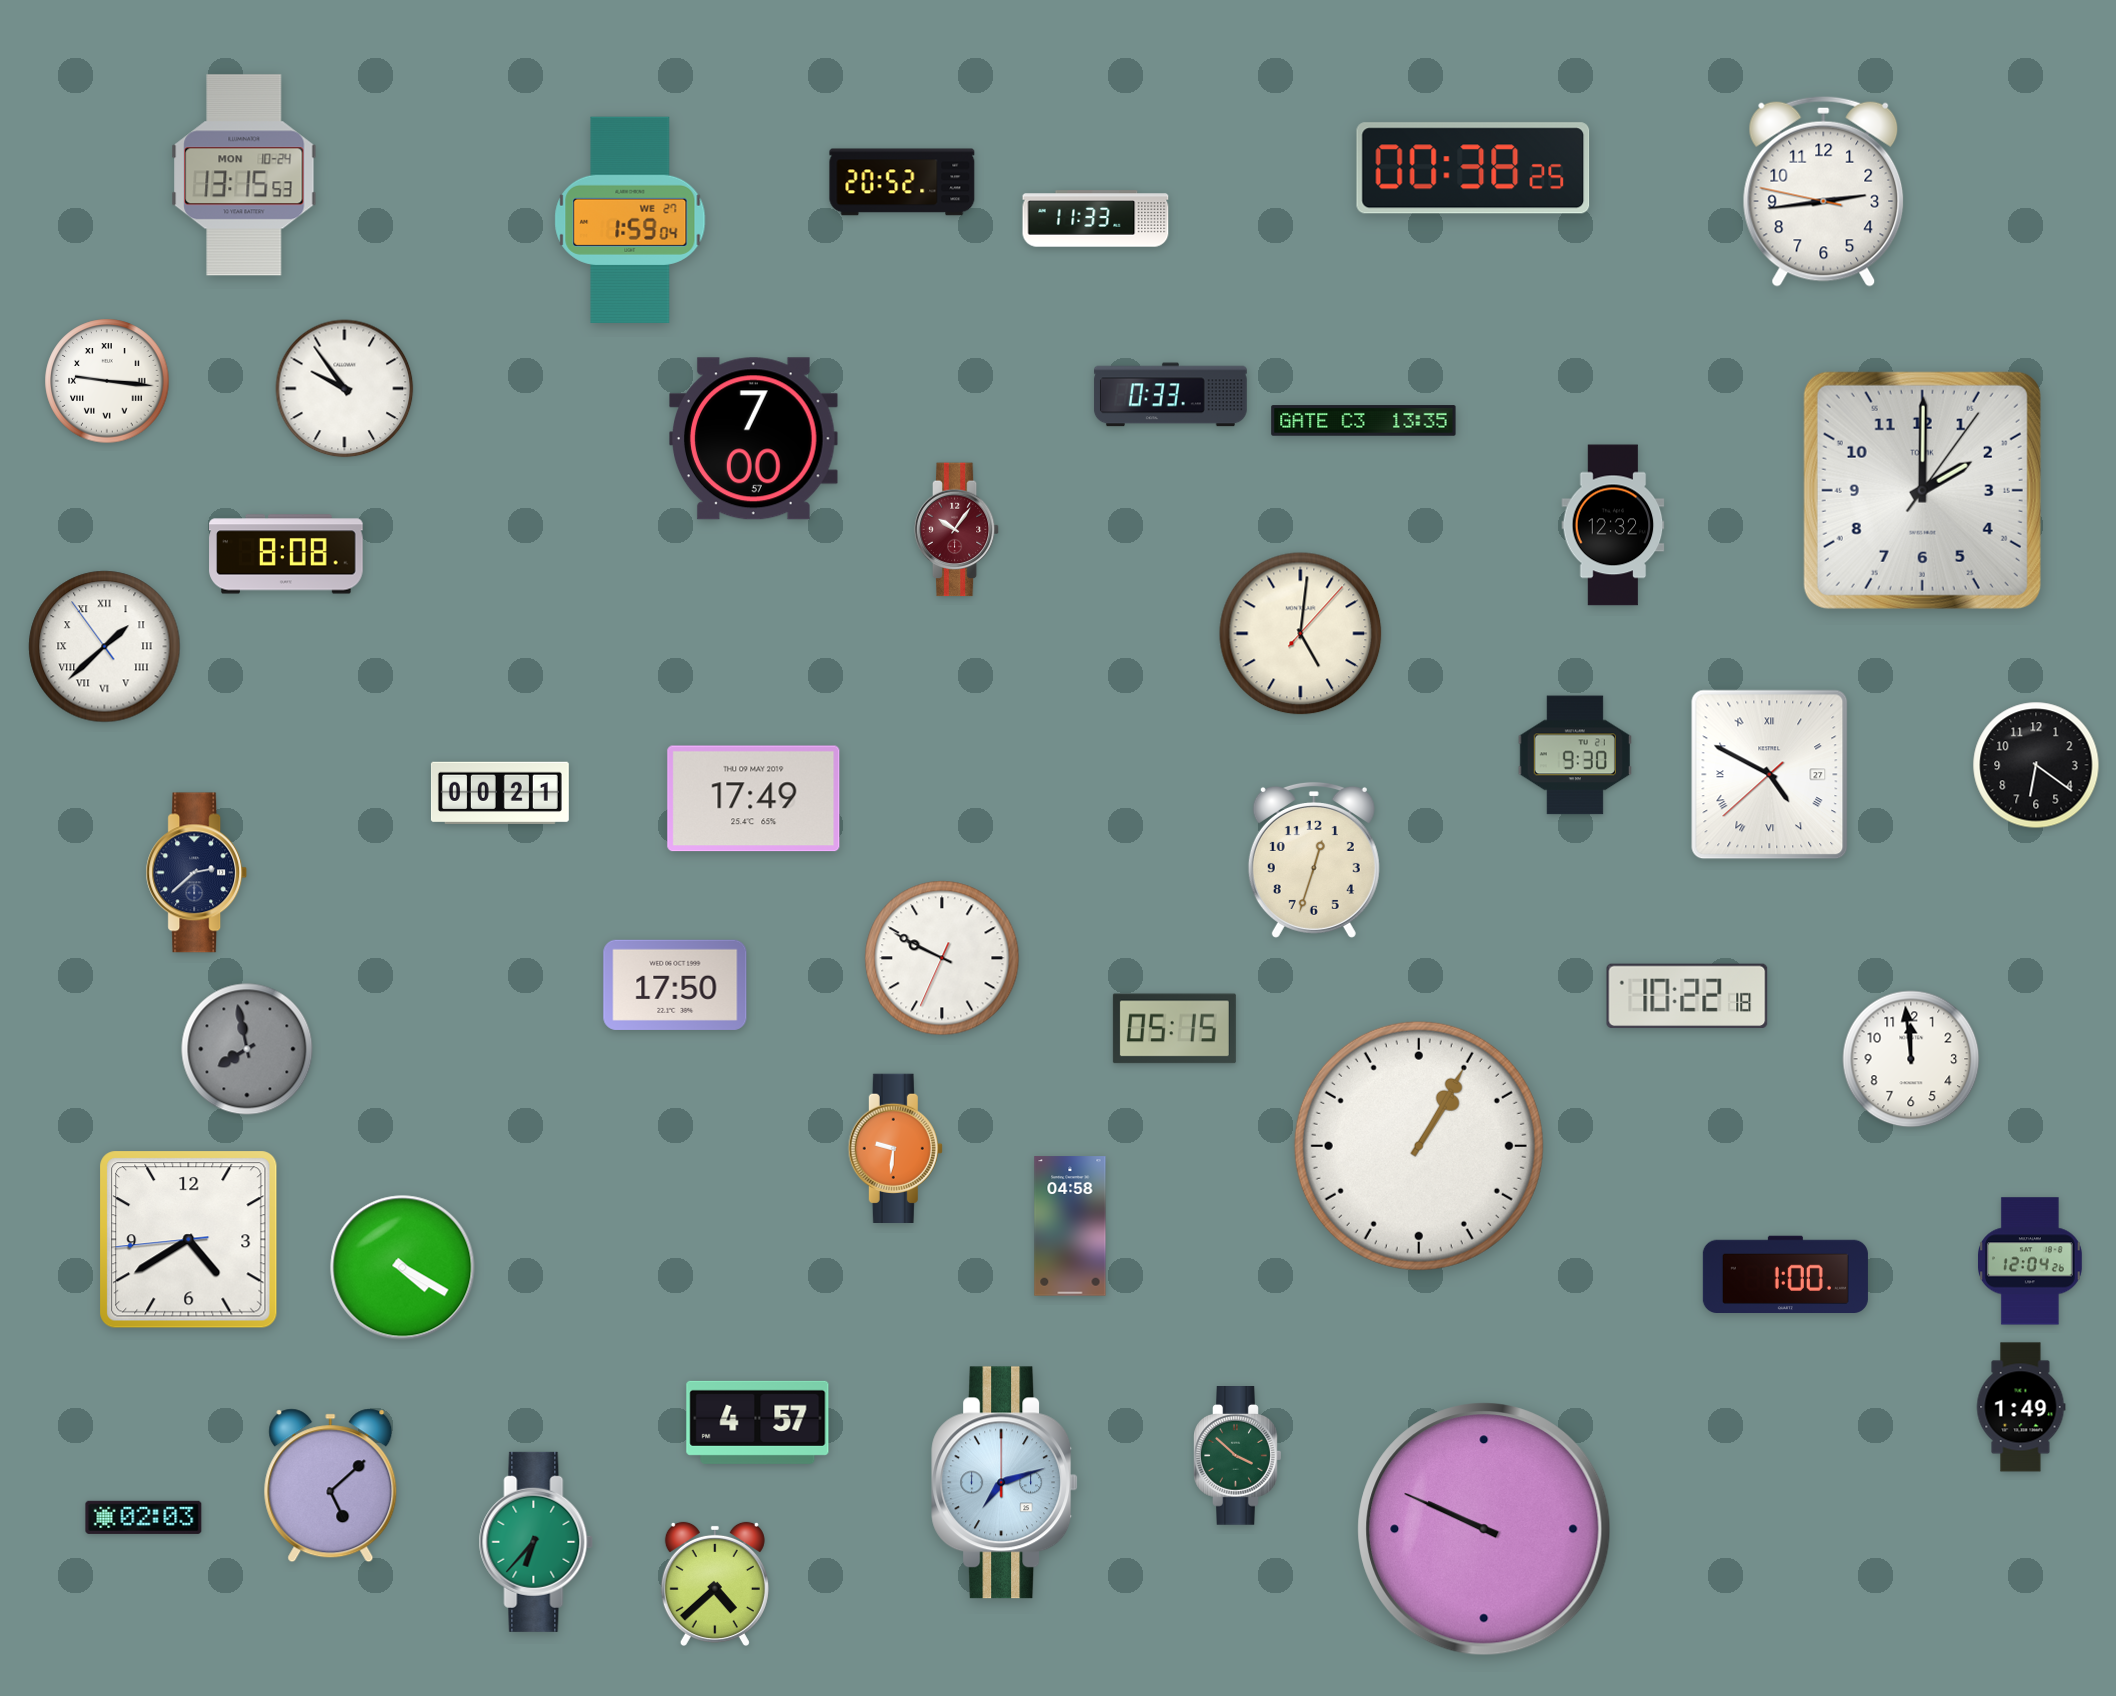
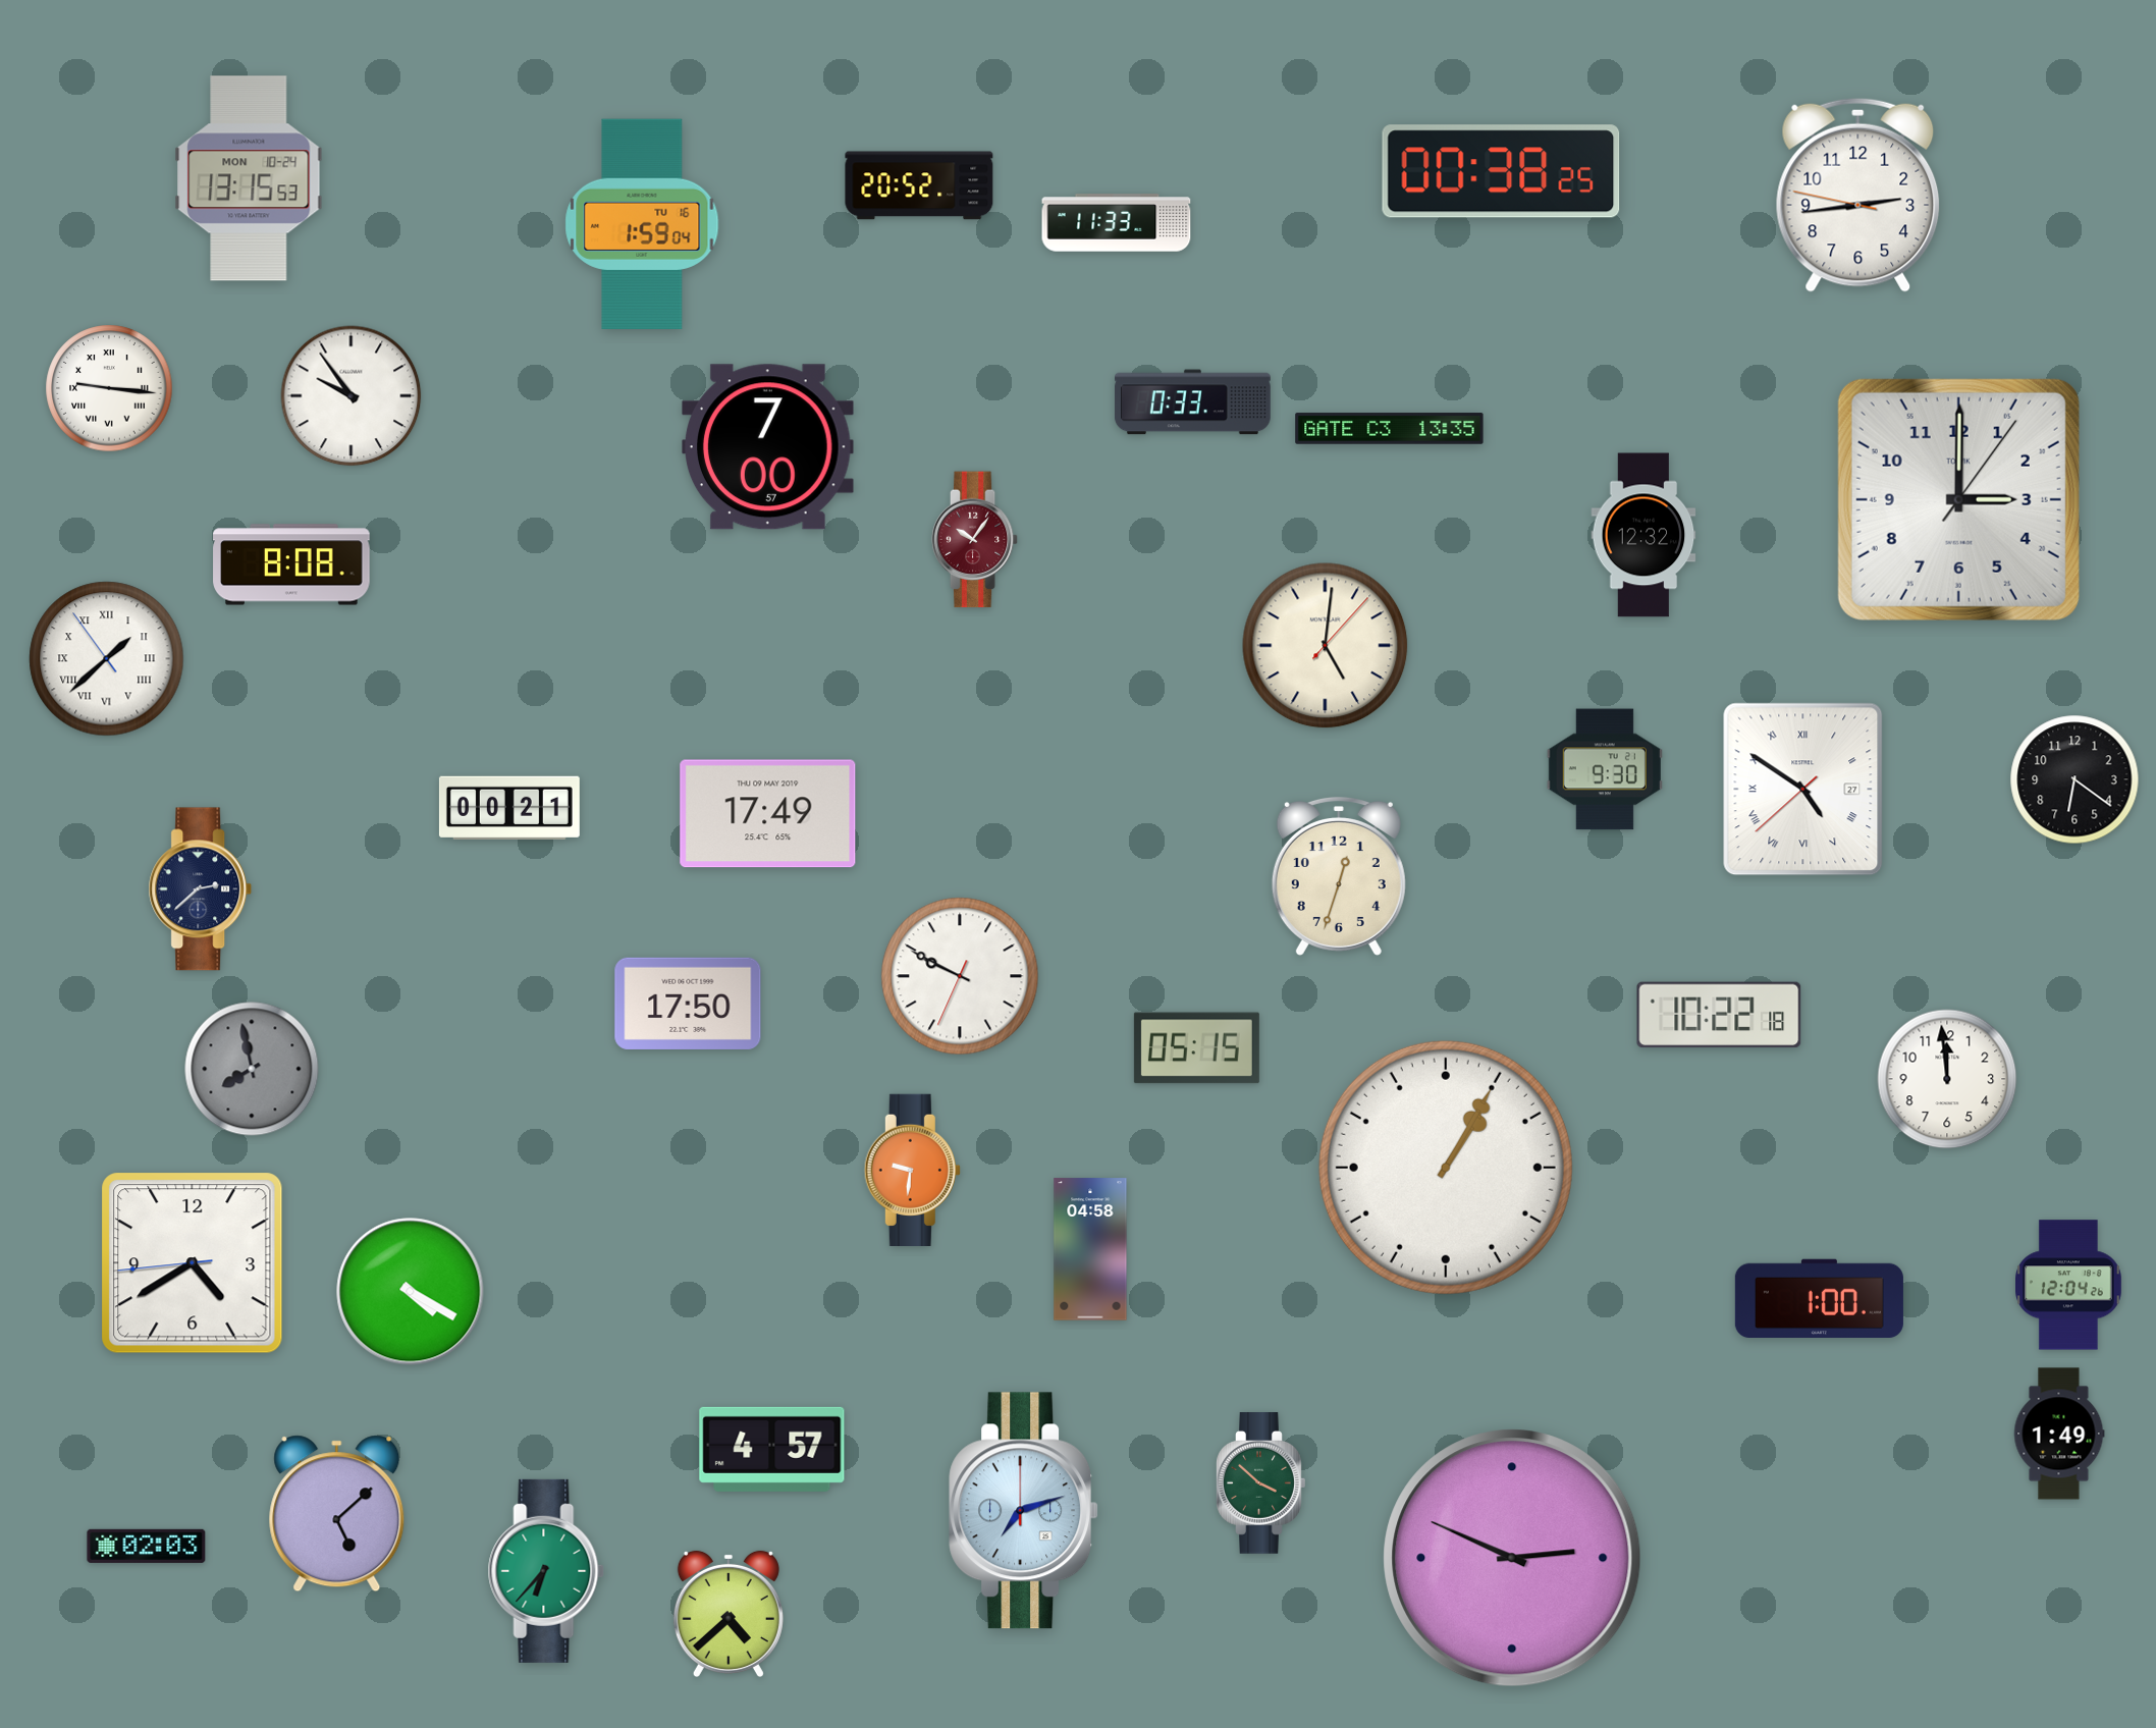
clock at (630, 219) date: WE 27 -> TU 16
clock at (1922, 490): 2:00 -> 3:00
clock at (1770, 775): 4:49 -> 4:50
clock at (1484, 1529): 9:49 -> 2:49
